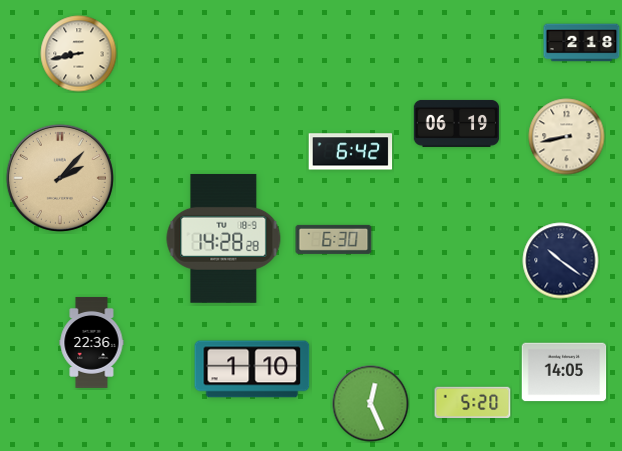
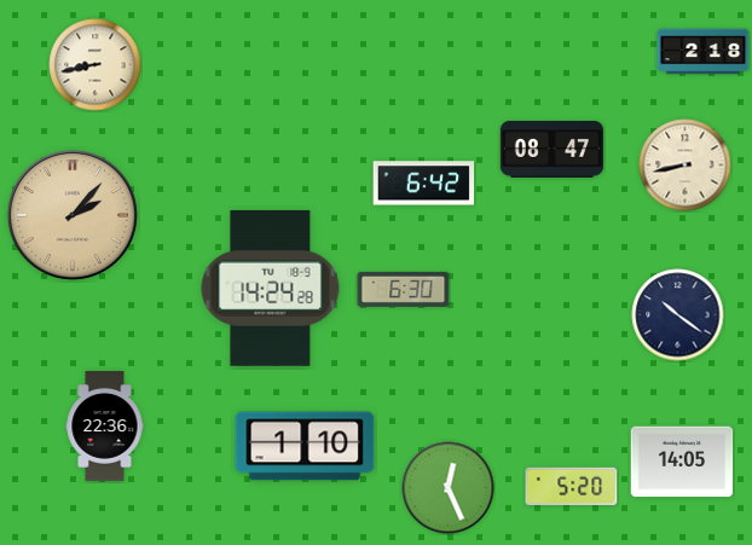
clock at (457, 123): 06:19 -> 08:47
clock at (224, 238): 14:28 -> 14:24
clock at (92, 342) position: (92, 342) -> (105, 425)
clock at (564, 372) position: (564, 372) -> (682, 462)
